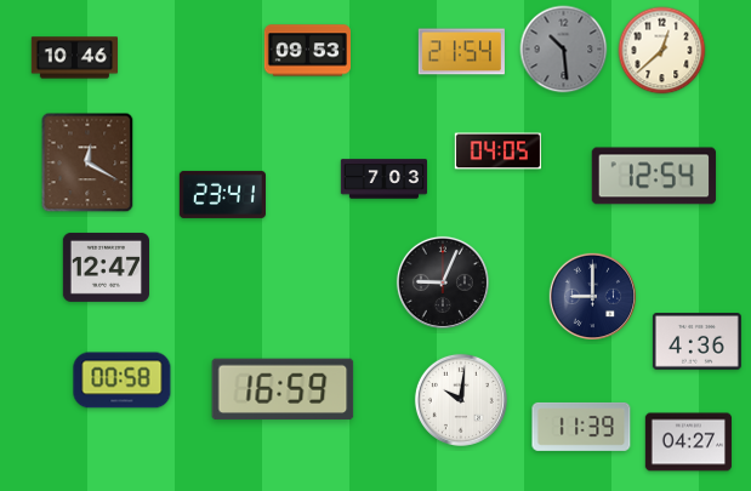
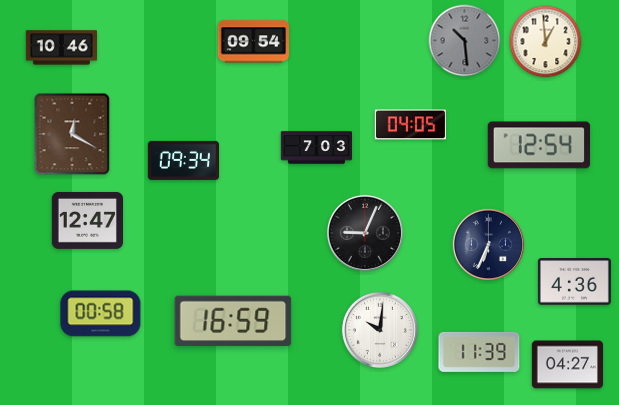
clock at (307, 51): 09:53 -> 09:54
clock at (662, 51): 12:38 -> 12:59
clock at (461, 52): 21:54 -> none
clock at (222, 194): 23:41 -> 09:34
clock at (592, 296): 9:00 -> 6:34
